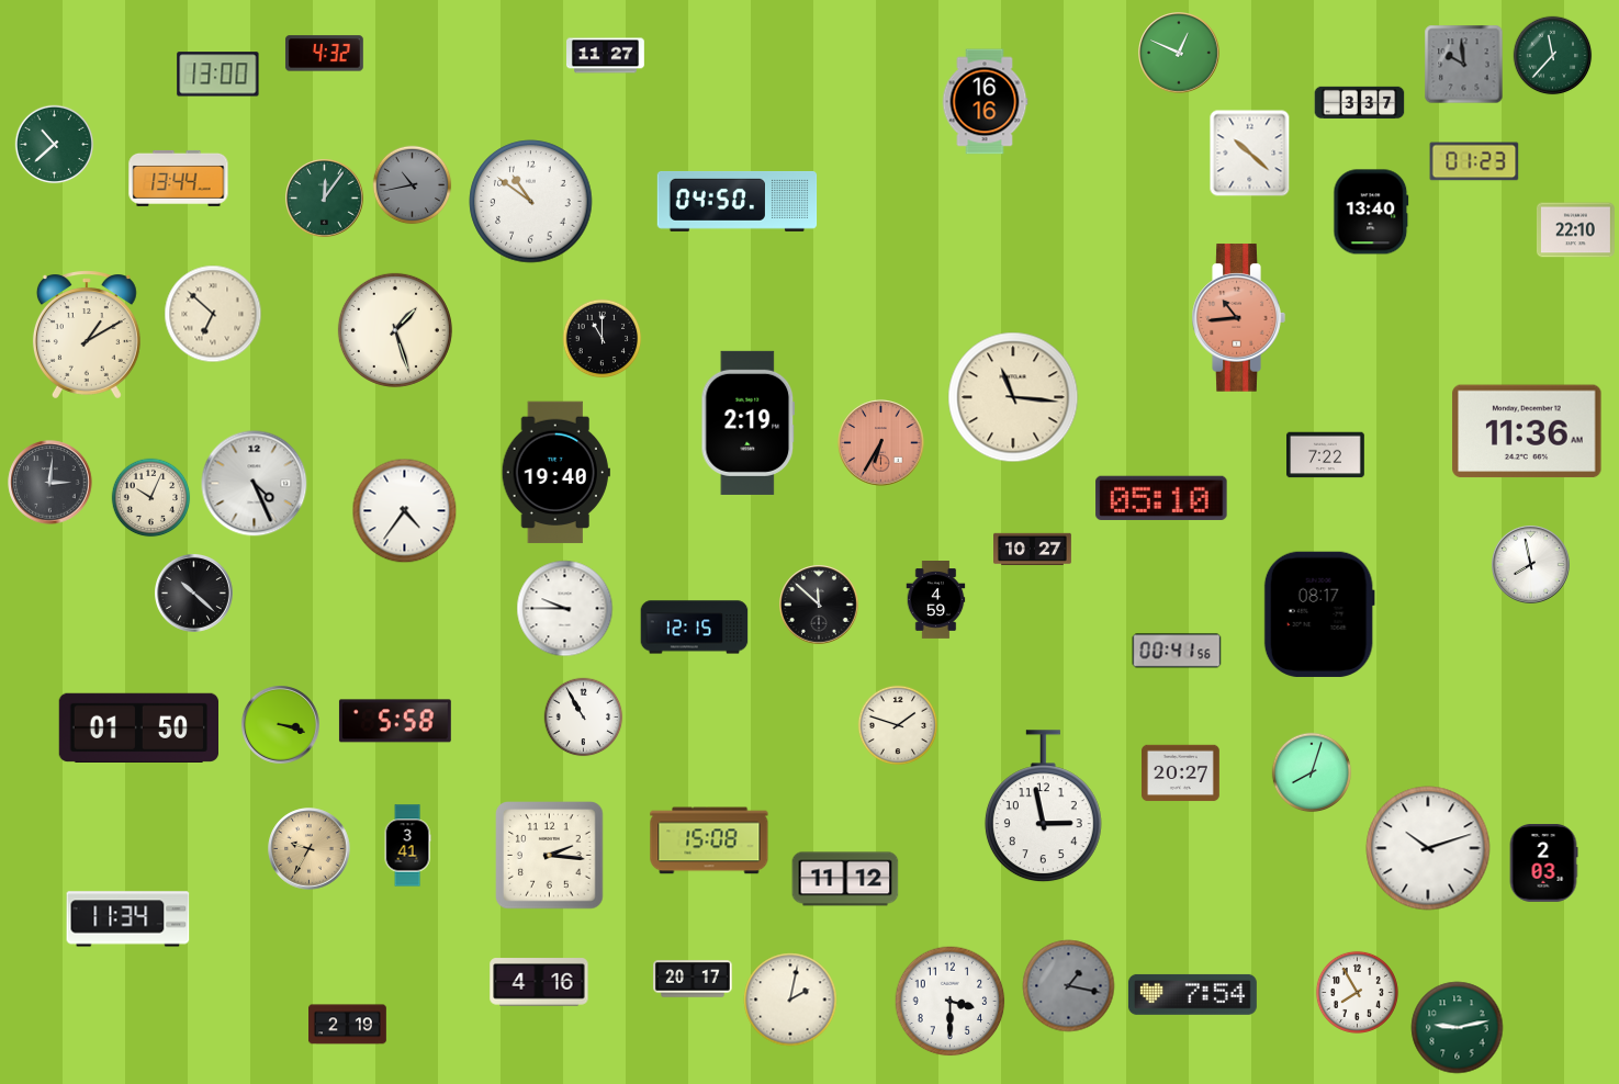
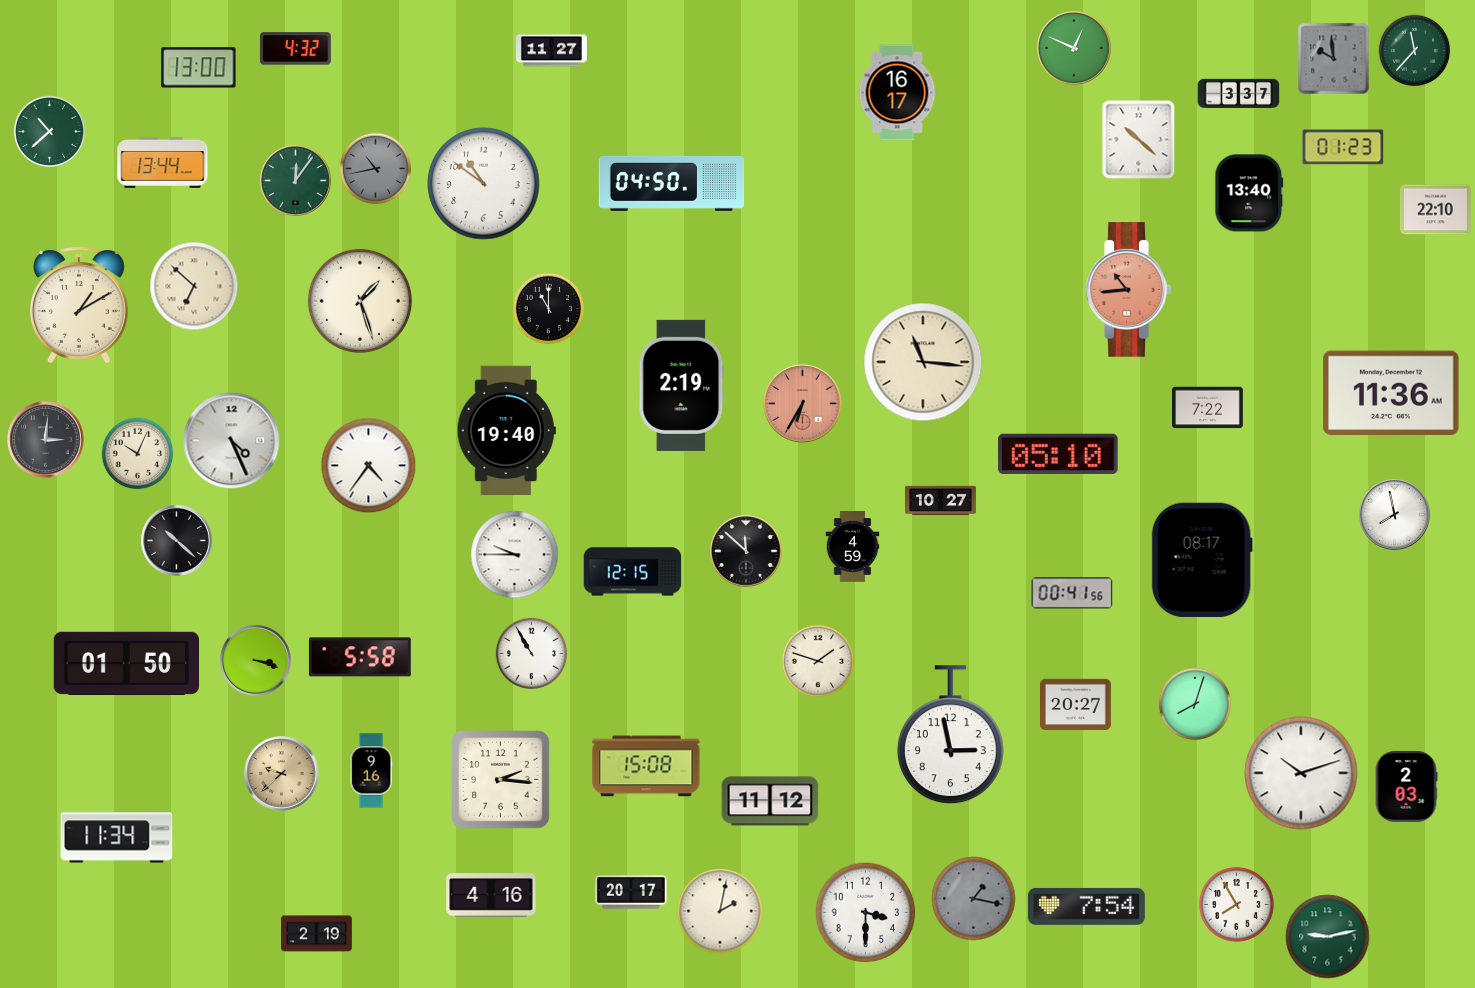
clock at (985, 102): 16:16 -> 16:17
clock at (1326, 455) position: (1326, 455) -> (1208, 408)
clock at (407, 846): 3:41 -> 9:16
clock at (310, 849): 9:35 -> 9:38
